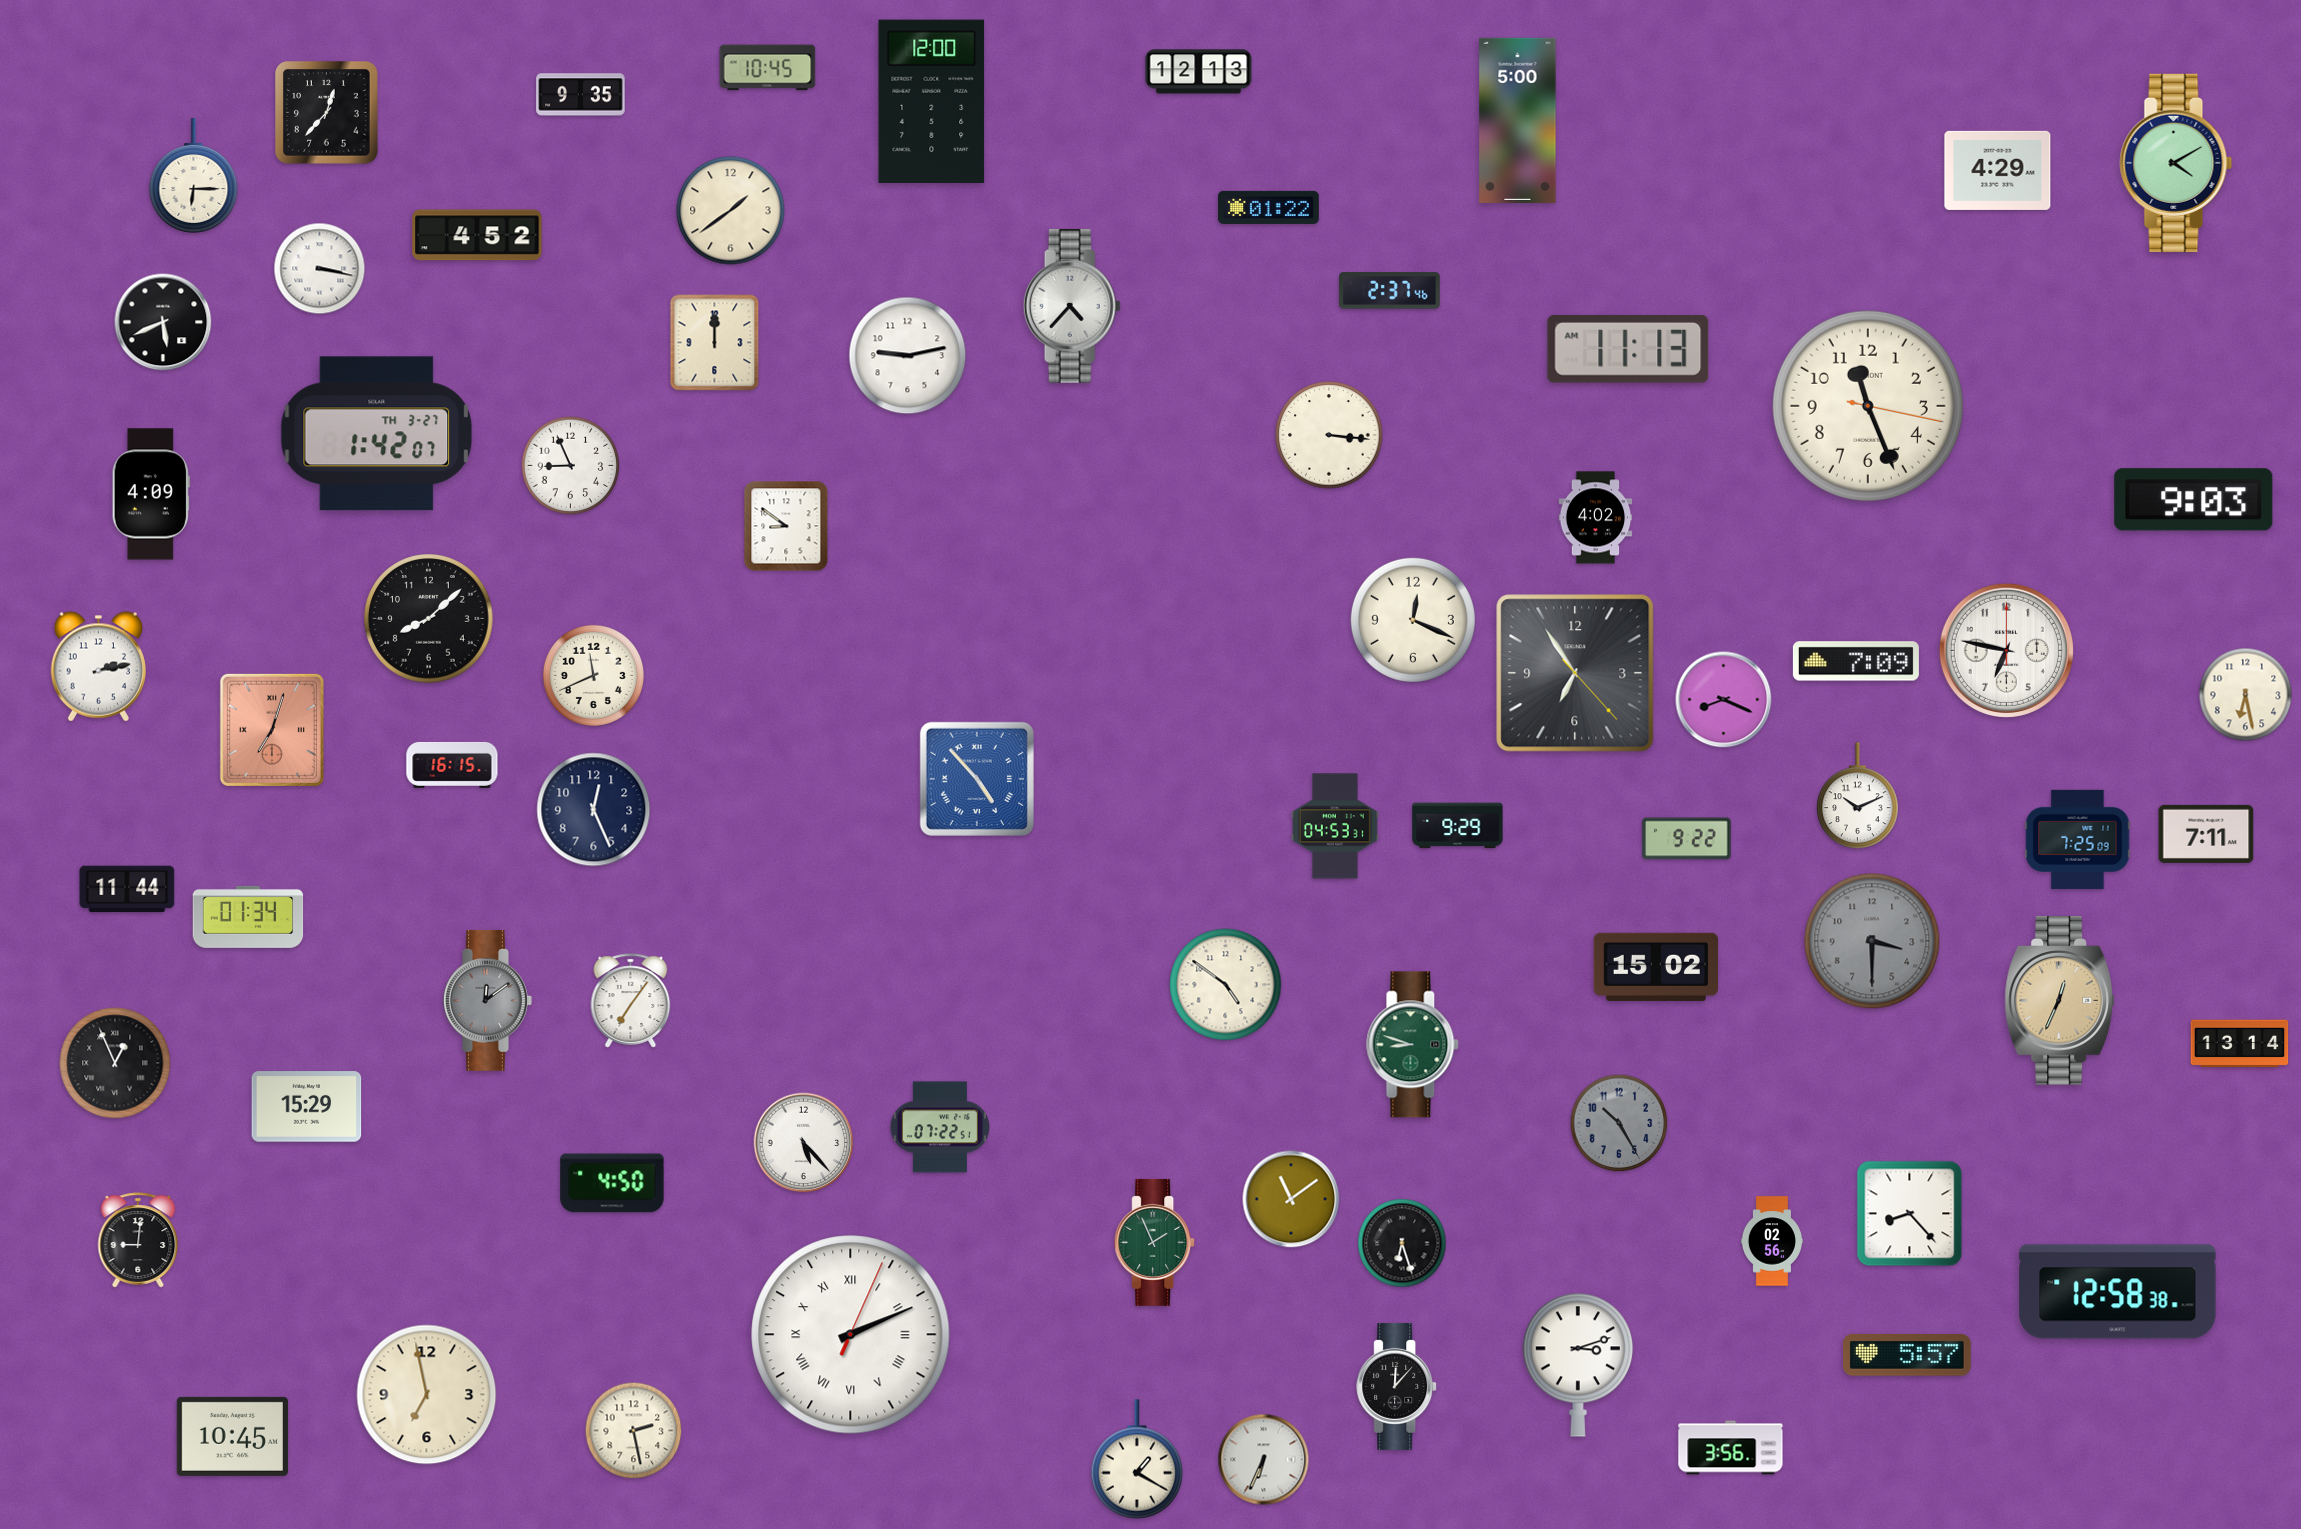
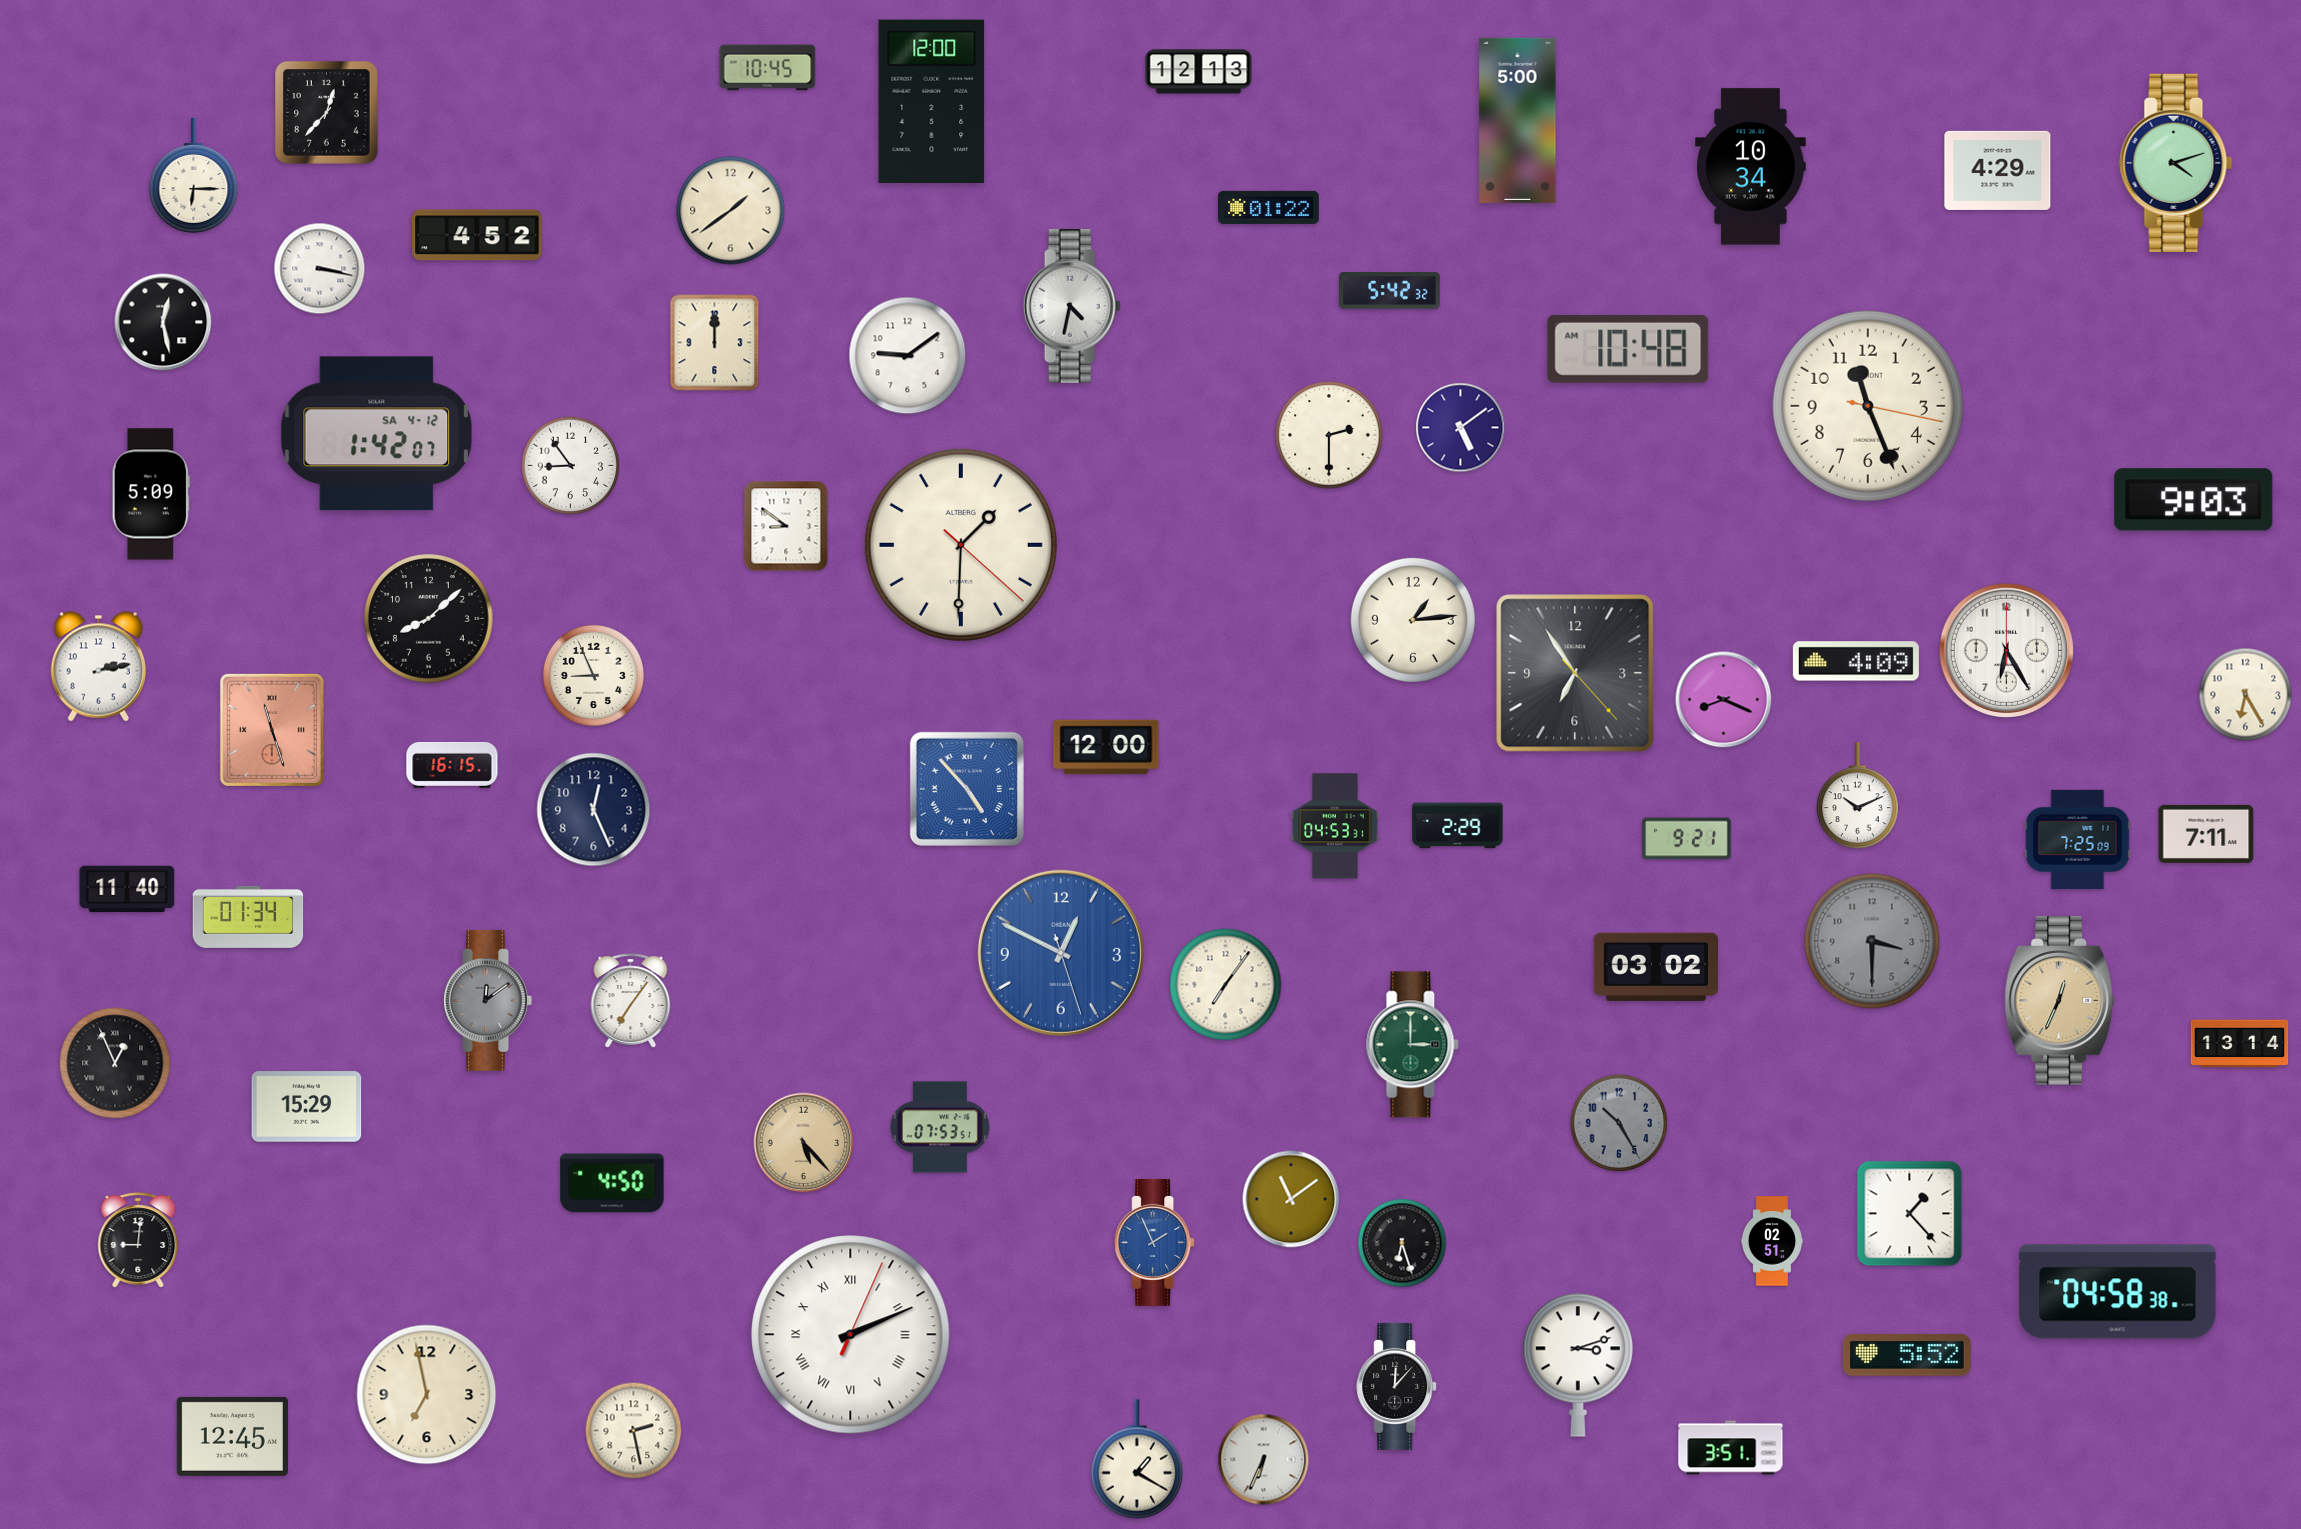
clock at (581, 95): 9:35 -> none
clock at (2176, 163): 4:10 -> 4:12
clock at (1751, 167): none -> 10:34
clock at (1390, 291): 2:37 -> 5:42
clock at (1072, 306): 4:37 -> 4:32
clock at (163, 322): 5:41 -> 12:28
clock at (1628, 349): 11:13 -> 10:48
clock at (908, 356): 9:13 -> 9:09
clock at (1461, 428): none -> 5:09
clock at (377, 434) date: TH 3-27 -> SA 4-12
clock at (1329, 435): 3:16 -> 2:30
clock at (571, 466): 8:56 -> 8:54
clock at (151, 494): 4:09 -> 5:09
clock at (1596, 518): 4:02 -> none
clock at (961, 545): none -> 1:30
clock at (1413, 620): 12:19 -> 1:14
clock at (2006, 650): 6:47 -> 6:25
clock at (1856, 661): 7:09 -> 4:09
clock at (593, 675): 11:41 -> 8:56
clock at (2246, 695): 6:28 -> 6:25
clock at (272, 730): 7:03 -> 11:27
clock at (1106, 747): none -> 12:00
clock at (977, 779) position: (977, 779) -> (967, 789)
clock at (1458, 826): 9:29 -> 2:29
clock at (1687, 839): 9:22 -> 9:21
clock at (127, 889): 11:44 -> 11:40
clock at (1061, 953): none -> 12:49
clock at (1655, 967): 15:02 -> 03:02
clock at (1226, 985): 4:51 -> 7:06
clock at (1413, 1045): 8:48 -> 3:00
clock at (940, 1127): 07:22 -> 07:53
clock at (804, 1143) dial: white -> champagne
clock at (1910, 1214): 8:23 -> 1:23
clock at (1772, 1241): 02:56 -> 02:51
clock at (1155, 1242) dial: green -> blue
clock at (2118, 1292): 12:58 -> 04:58
clock at (1907, 1355): 5:57 -> 5:52
clock at (232, 1436): 10:45 -> 12:45
clock at (1731, 1448): 3:56 -> 3:51
